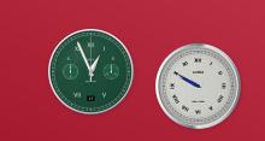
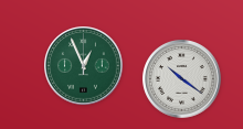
clock at (199, 87): 9:50 -> 10:21
